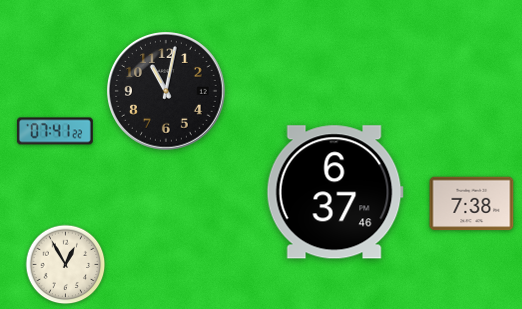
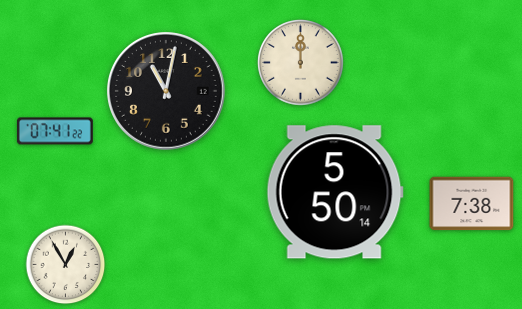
clock at (301, 63): none -> 12:00
clock at (335, 192): 6:37 -> 5:50
